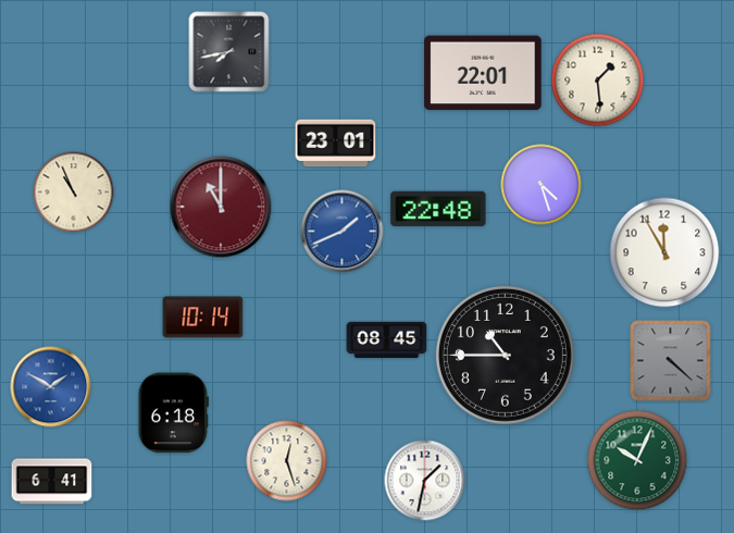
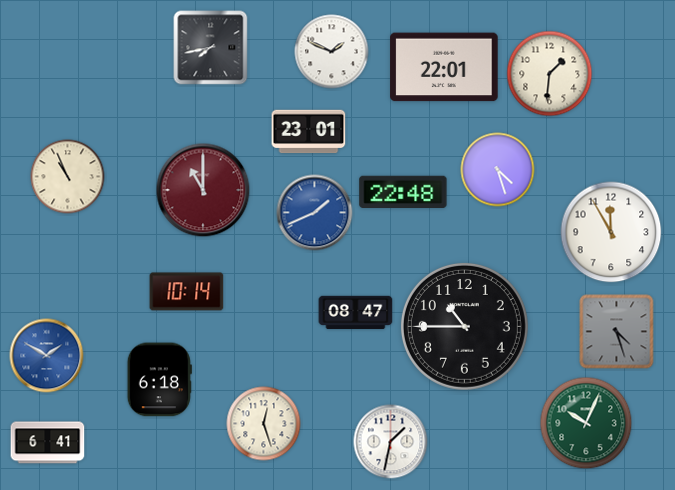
clock at (332, 52): none -> 1:49
clock at (598, 80): 1:29 -> 1:31
clock at (387, 340): 08:45 -> 08:47
clock at (671, 361): 4:22 -> 4:27
